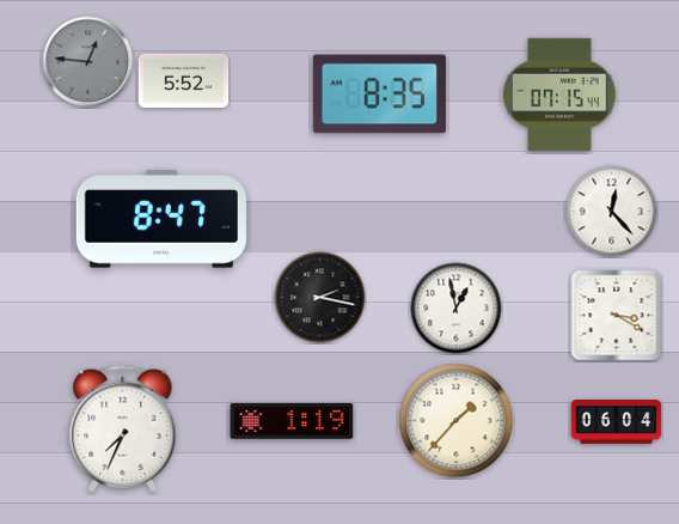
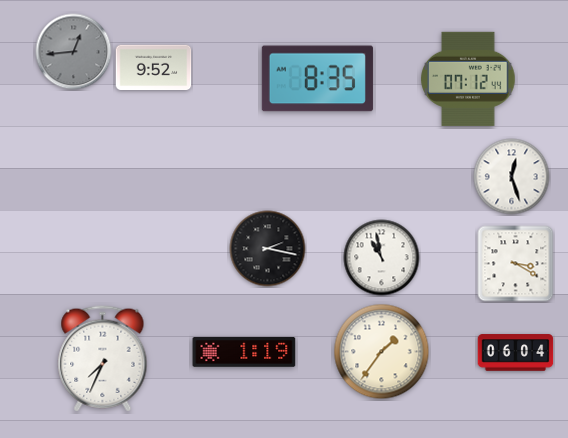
clock at (88, 62): 12:46 -> 12:44
clock at (184, 80): 5:52 -> 9:52
clock at (559, 95): 07:15 -> 07:12
clock at (612, 212): 12:23 -> 12:27
clock at (161, 219): 8:47 -> none
clock at (457, 309): 12:58 -> 10:58
clock at (457, 421): 1:37 -> 1:36
